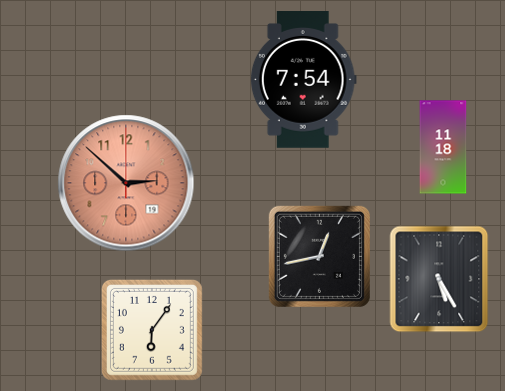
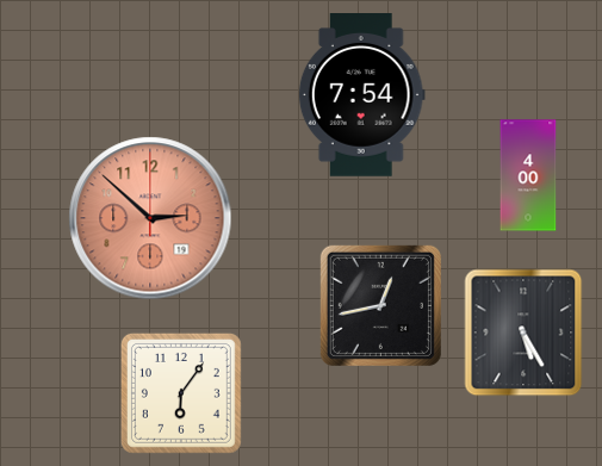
clock at (443, 147): 11:18 -> 4:00
